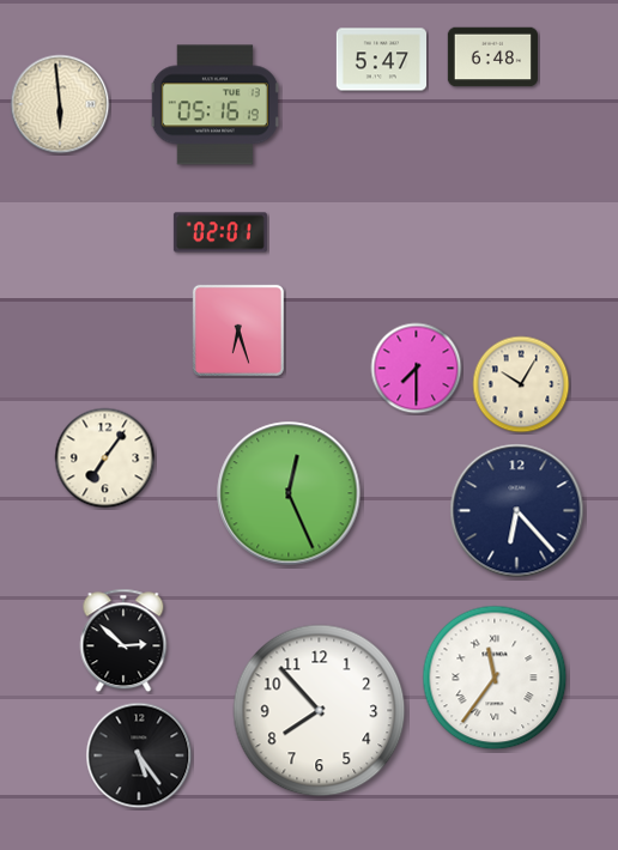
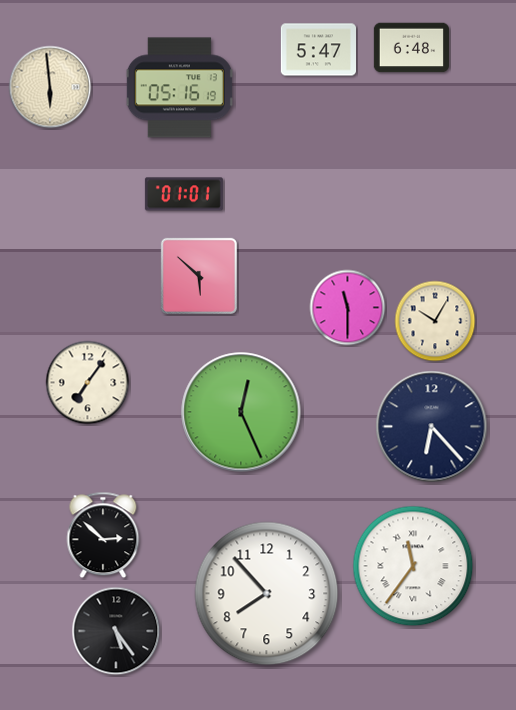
clock at (220, 232): 02:01 -> 01:01
clock at (238, 330): 6:27 -> 5:52
clock at (417, 369): 7:30 -> 11:30
